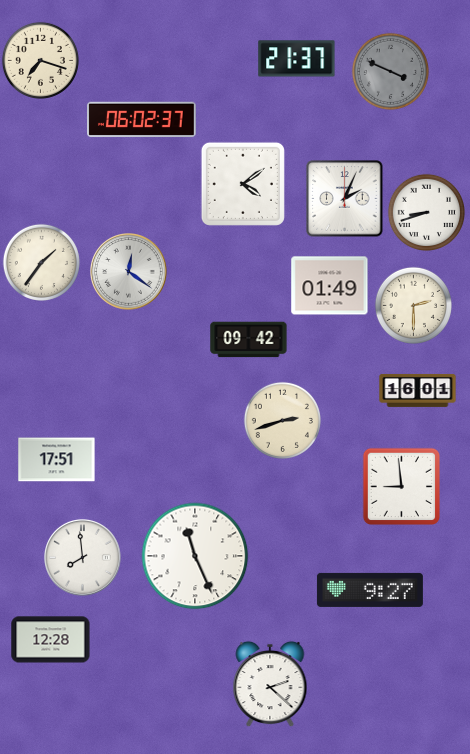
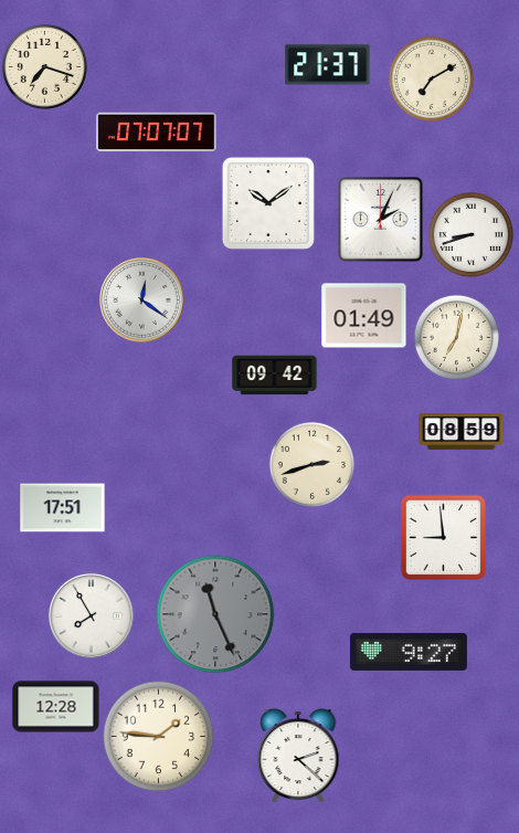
clock at (390, 71): 3:49 -> 7:10
clock at (390, 71) dial: grey -> cream
clock at (142, 120): 06:02 -> 07:07
clock at (243, 184): 4:09 -> 10:09
clock at (41, 262): 1:36 -> none
clock at (413, 305): 2:30 -> 7:02
clock at (418, 390): 16:01 -> 08:59
clock at (195, 556) dial: white -> grey
clock at (83, 558): 7:59 -> 7:55
clock at (159, 737): none -> 1:46
